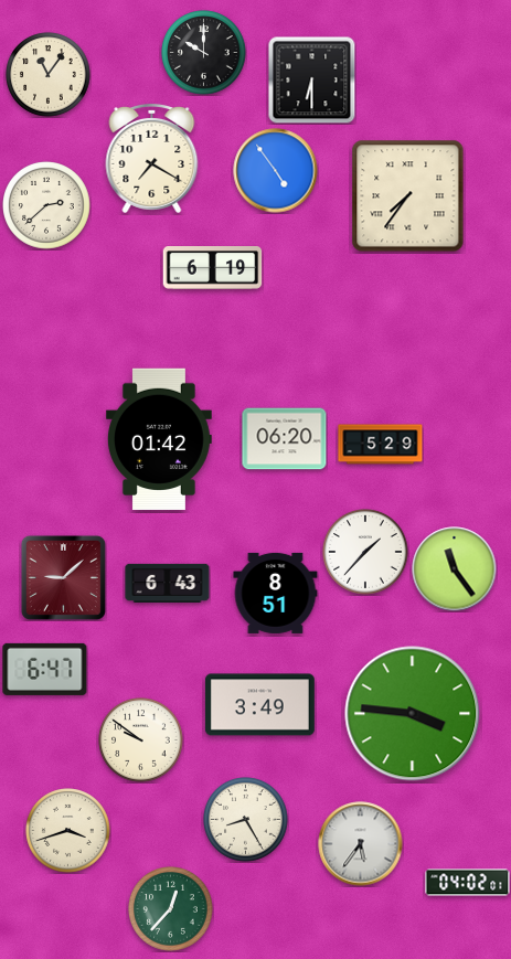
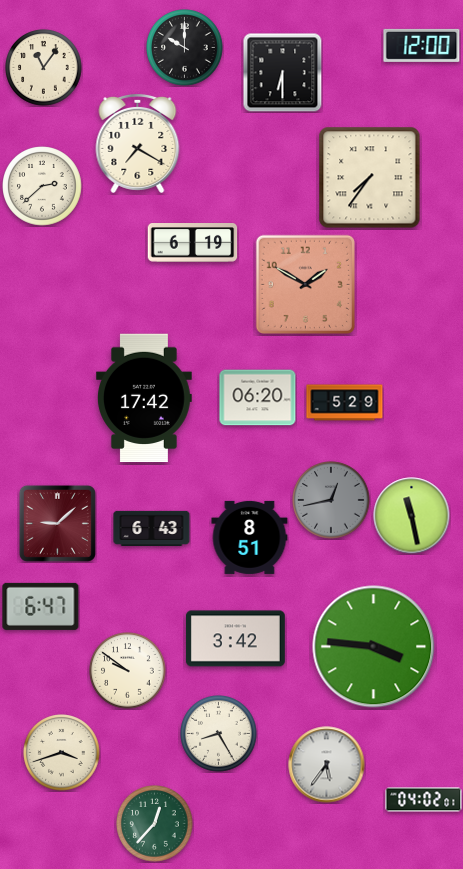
clock at (422, 45): none -> 12:00
clock at (276, 171): 4:54 -> none
clock at (305, 284): none -> 1:50
clock at (159, 439): 01:42 -> 17:42
clock at (365, 552): 1:37 -> 12:43
clock at (365, 552) dial: white -> grey
clock at (455, 569): 11:24 -> 11:28
clock at (259, 705): 3:49 -> 3:42
clock at (246, 820) position: (246, 820) -> (219, 734)
